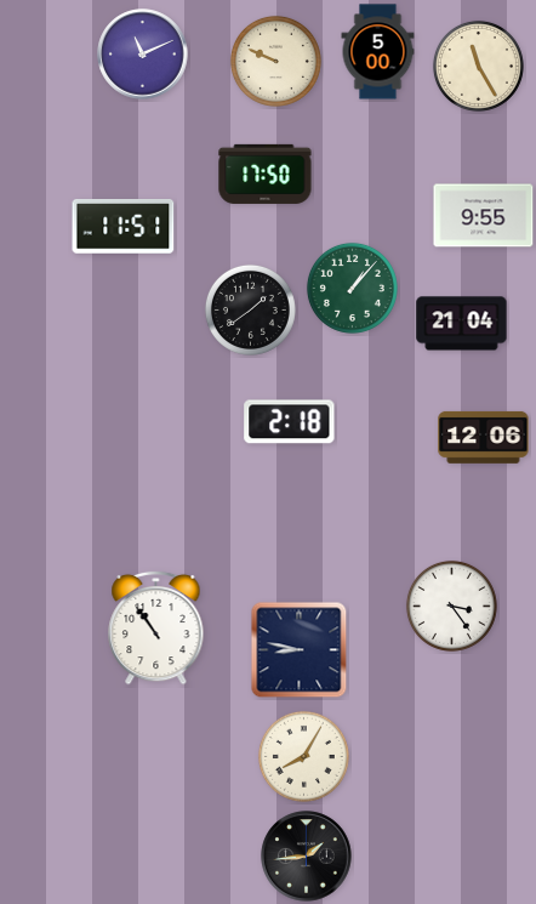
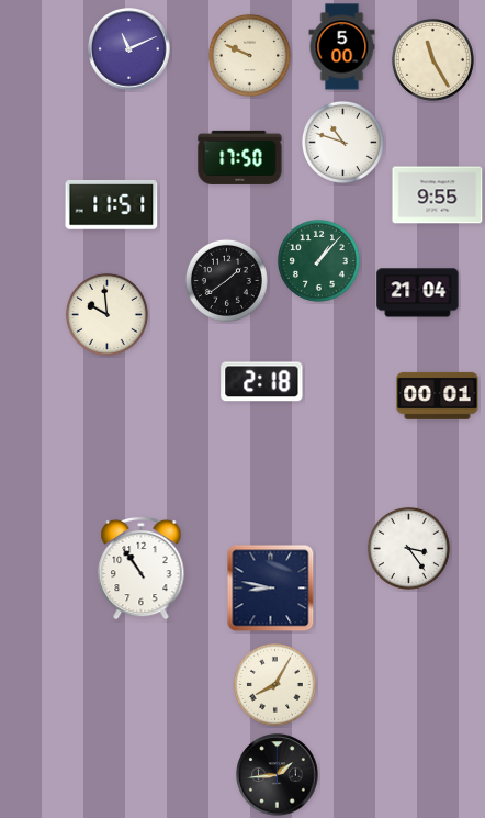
clock at (342, 142): none -> 10:48
clock at (106, 314): none -> 9:59
clock at (484, 437): 12:06 -> 00:01
